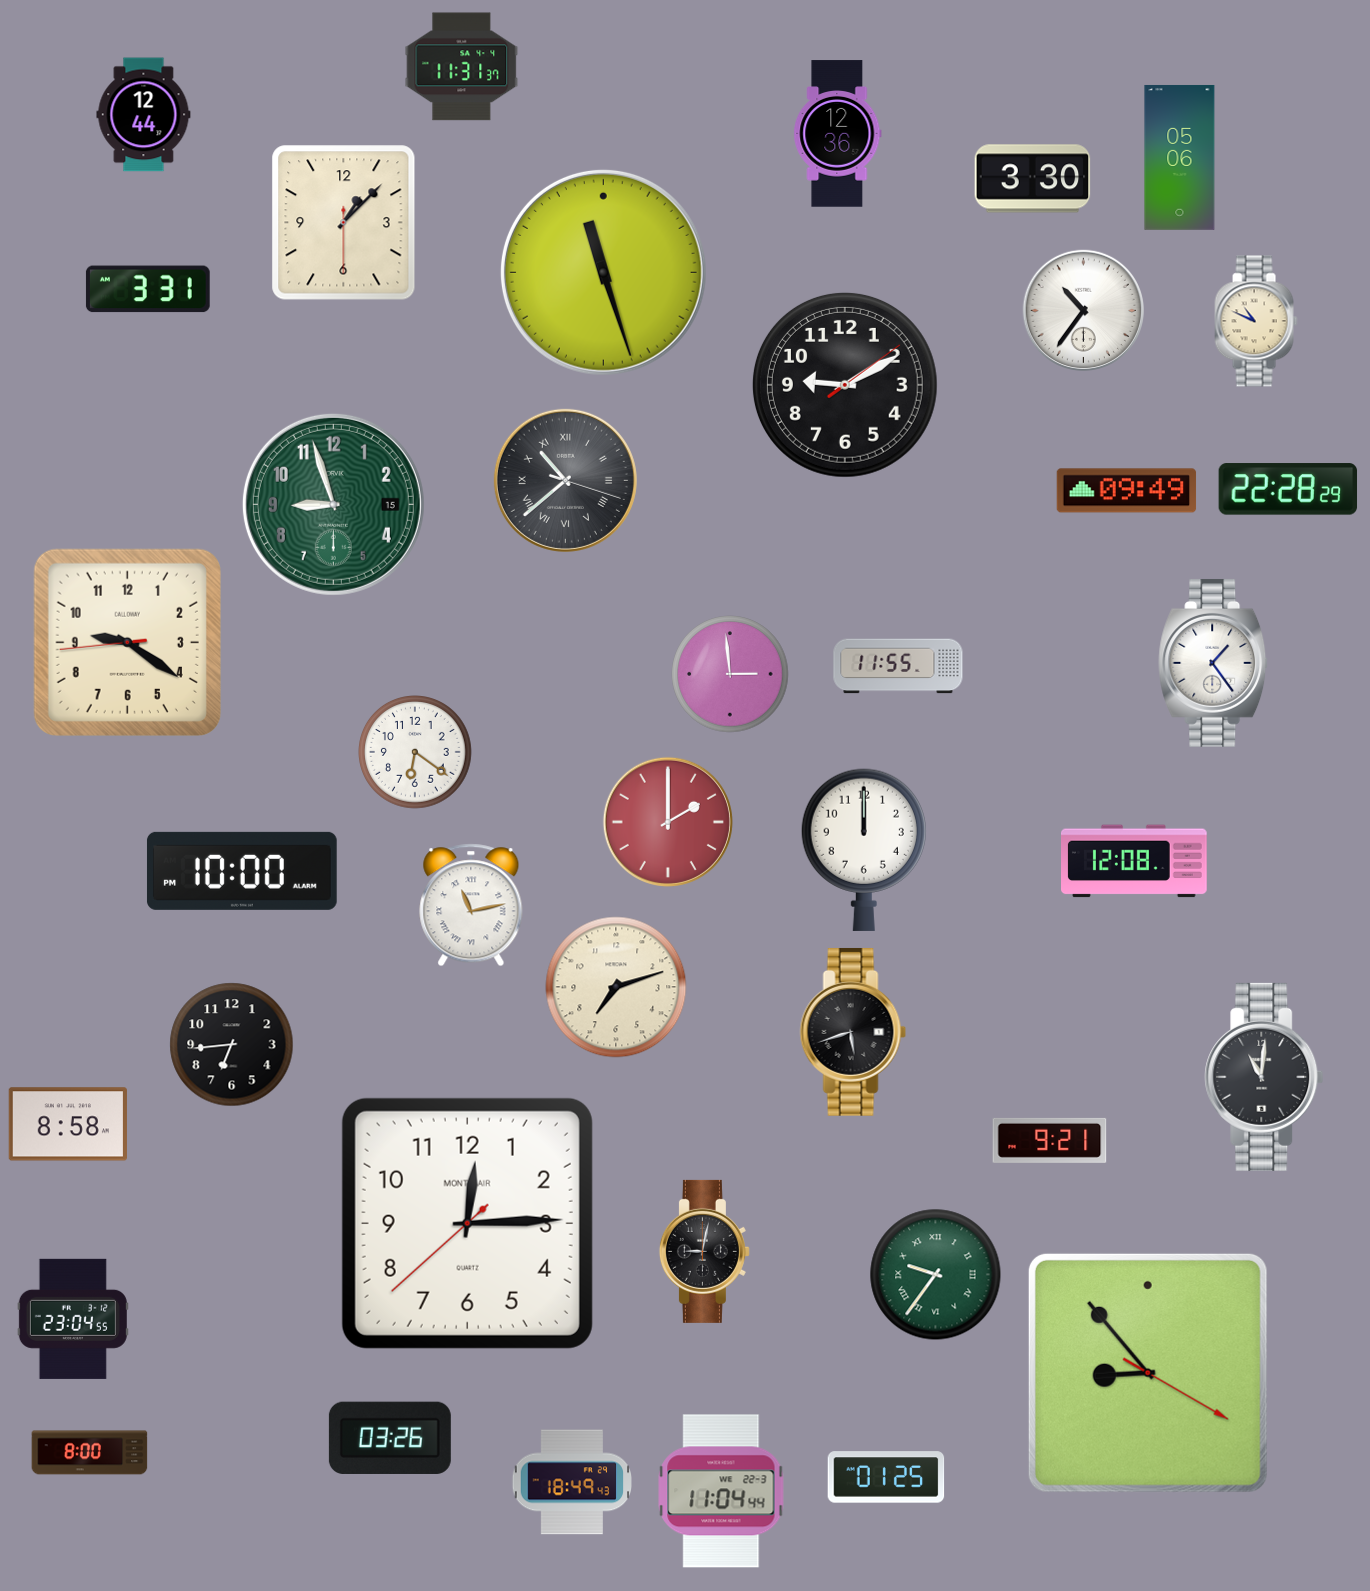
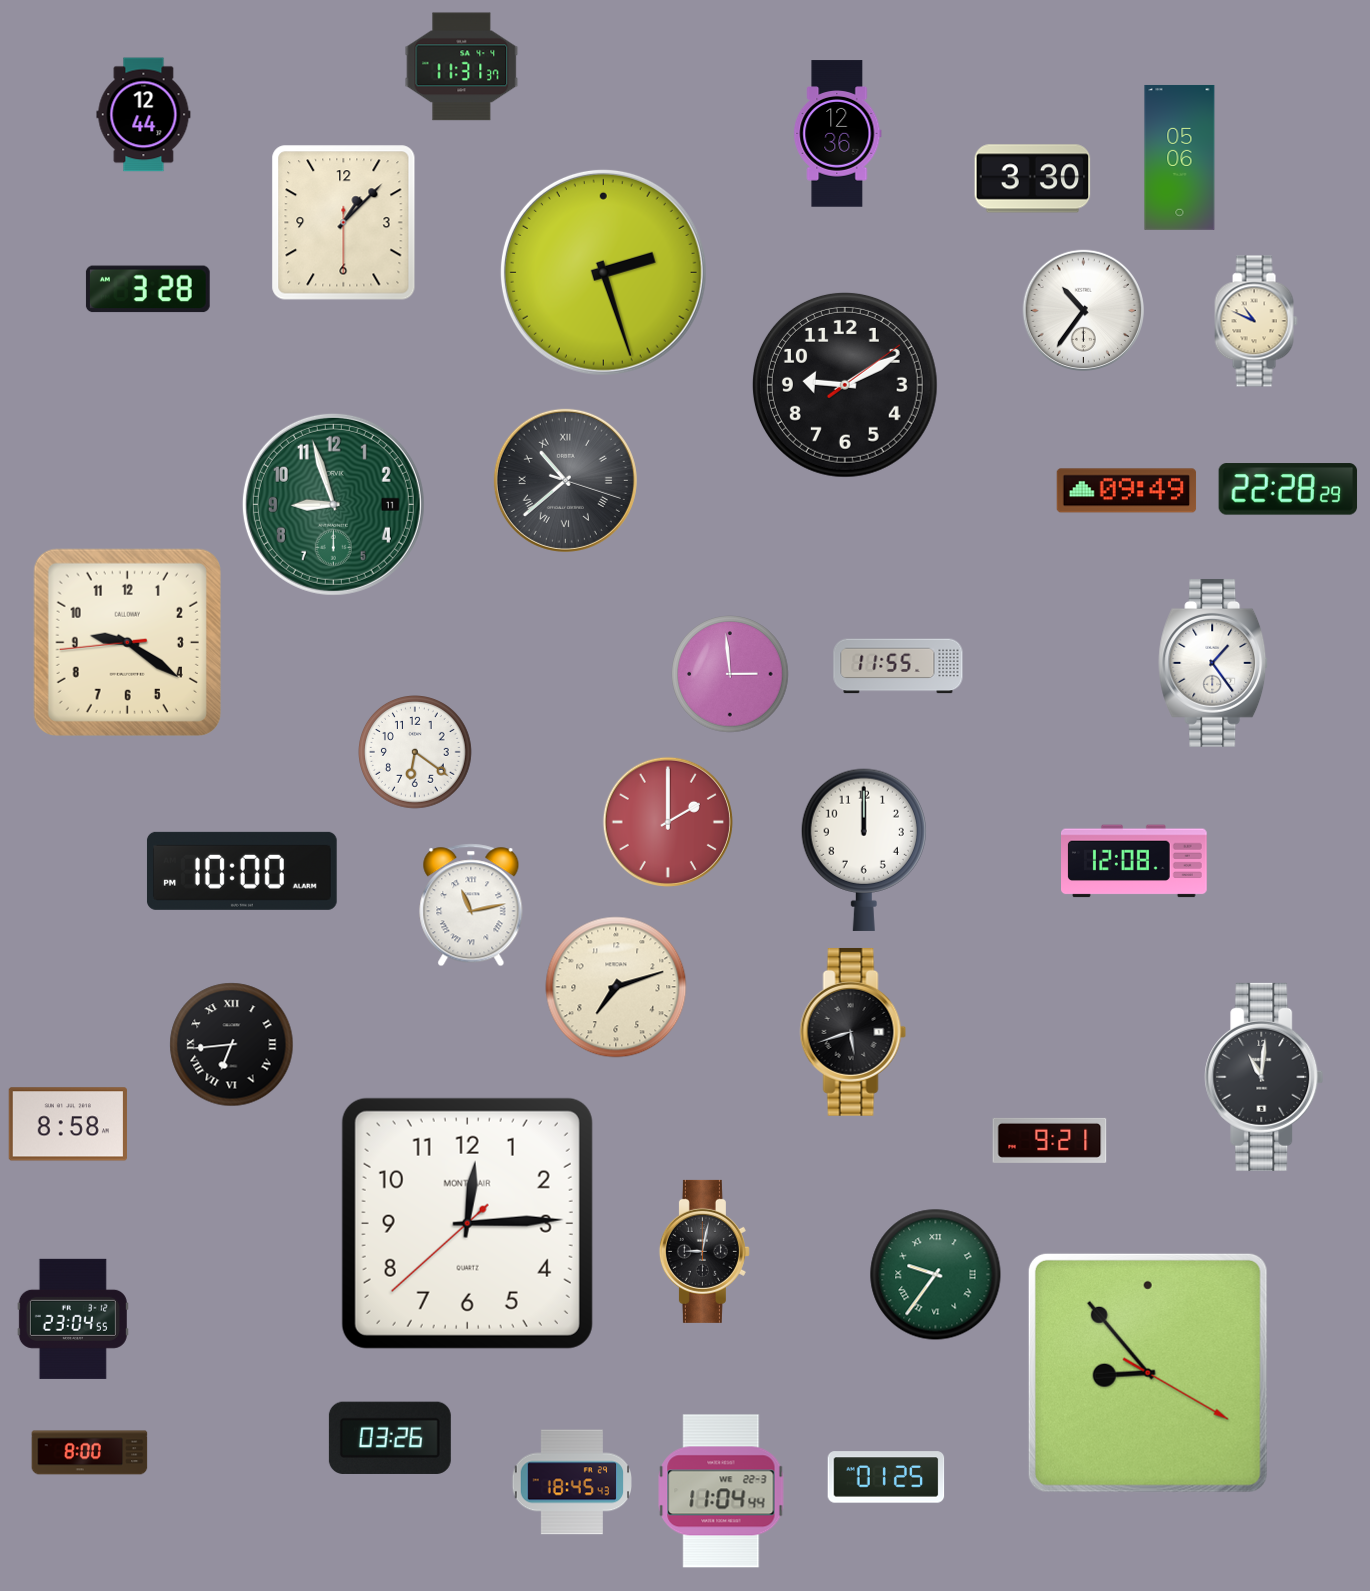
clock at (603, 272): 11:27 -> 2:27
clock at (148, 289): 3:31 -> 3:28
clock at (333, 504) date: 15 -> 11
clock at (232, 1045) numerals: Arabic -> Roman
clock at (571, 1482): 18:49 -> 18:45
